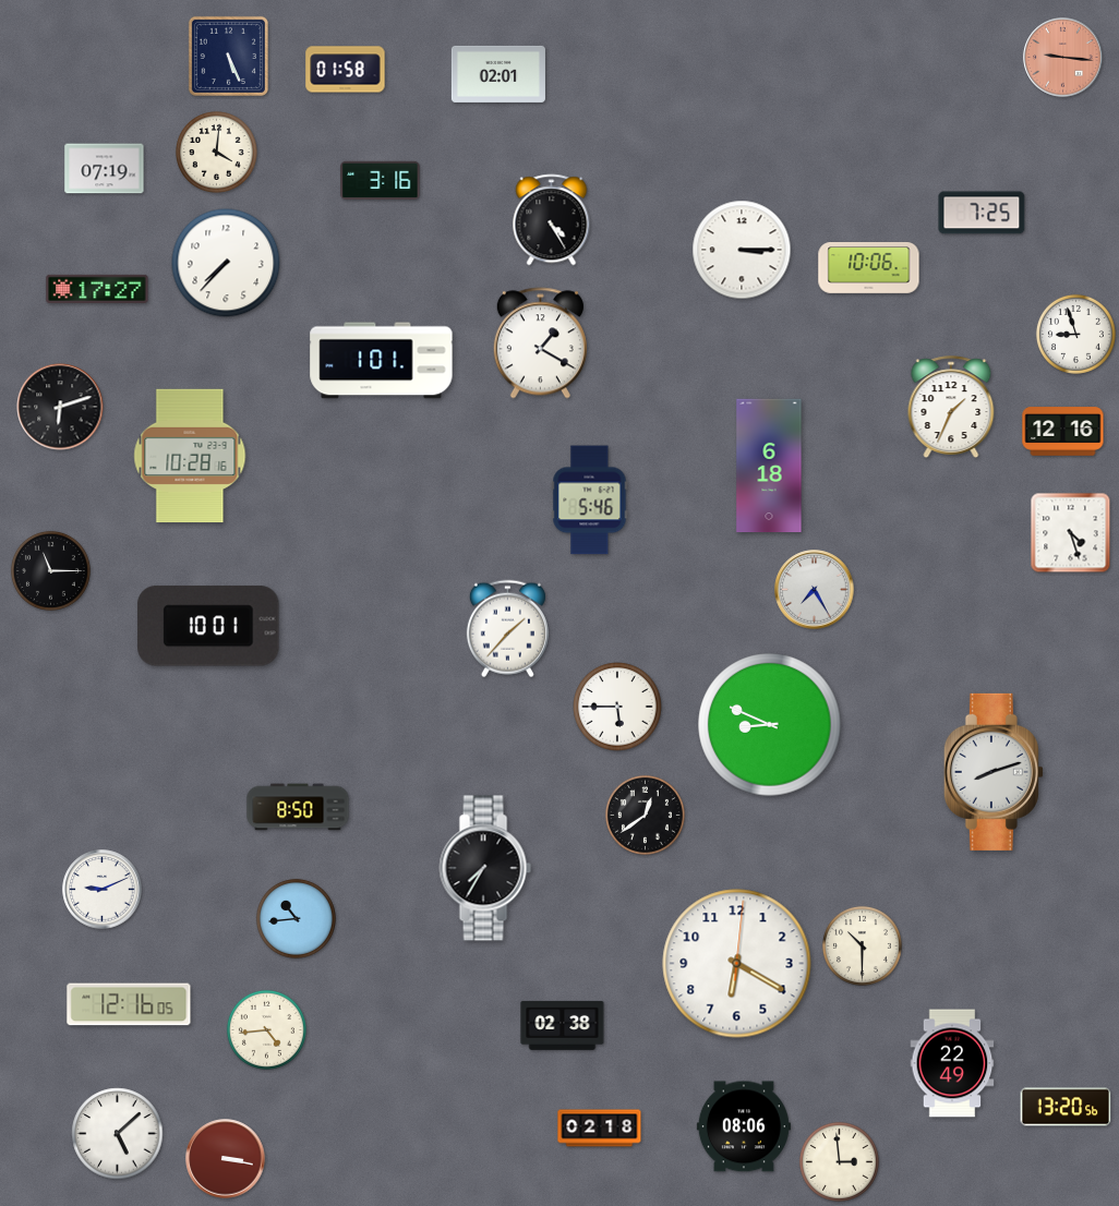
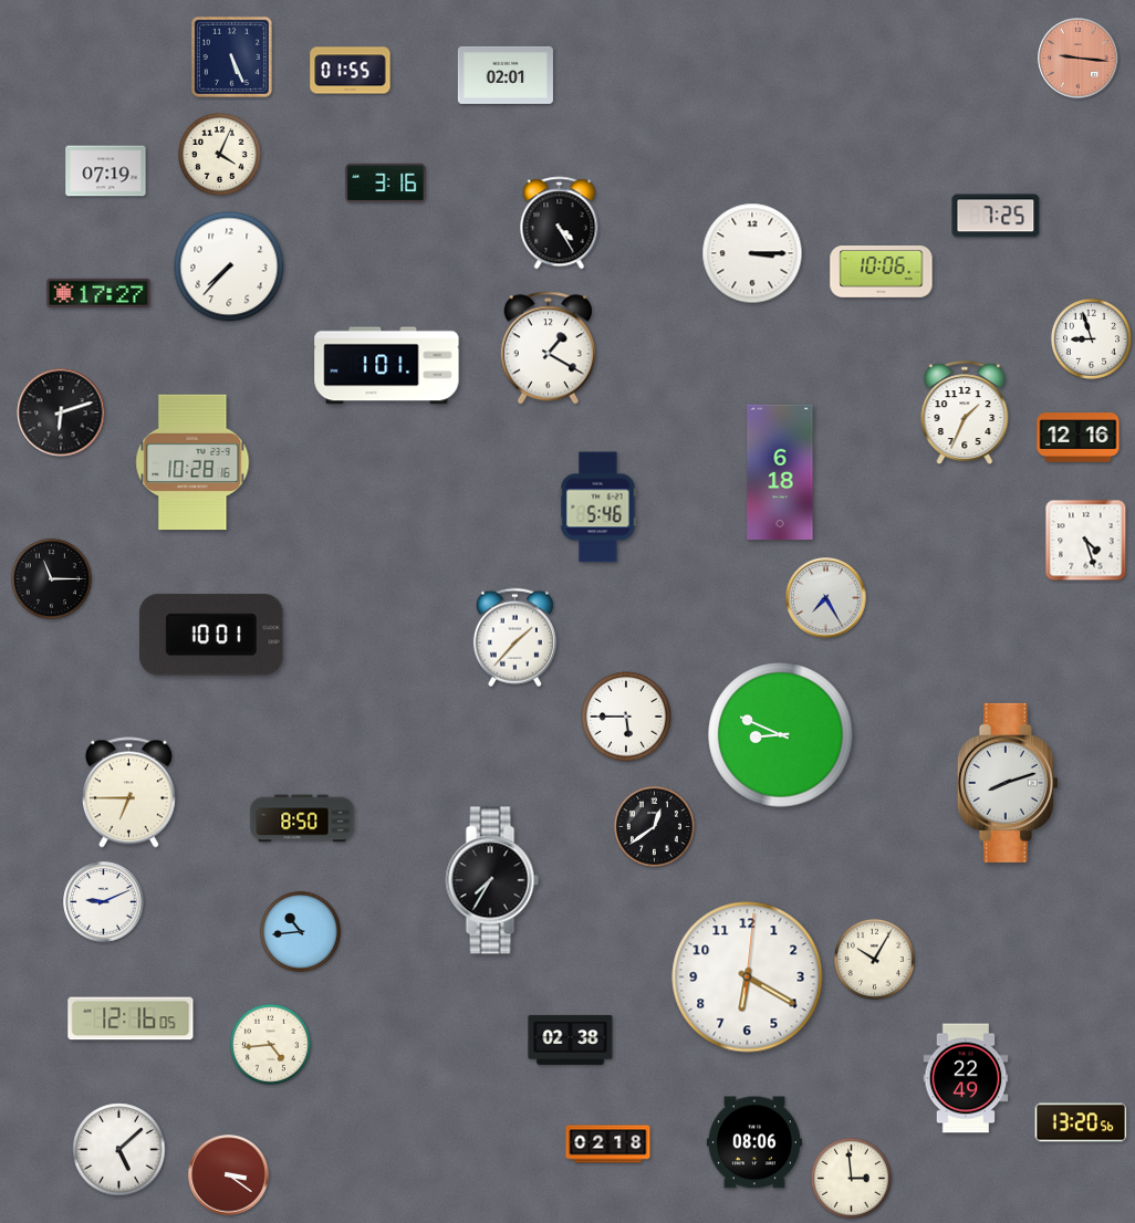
clock at (346, 70): 01:58 -> 01:55
clock at (216, 152): 4:01 -> 4:04
clock at (128, 793): none -> 6:45
clock at (862, 945): 10:30 -> 10:05
clock at (226, 1159): 3:17 -> 3:21
